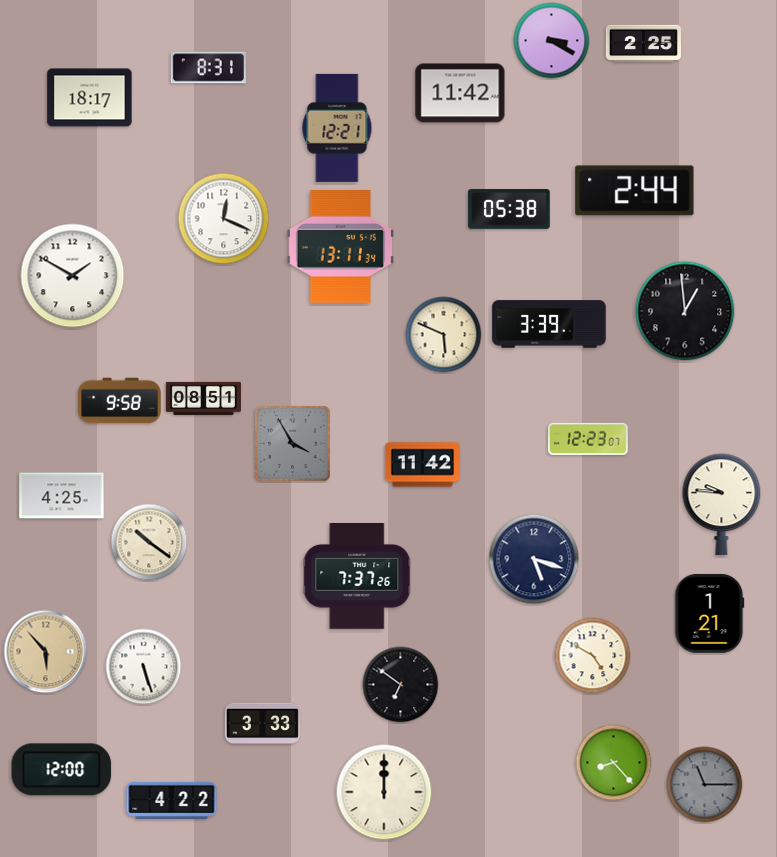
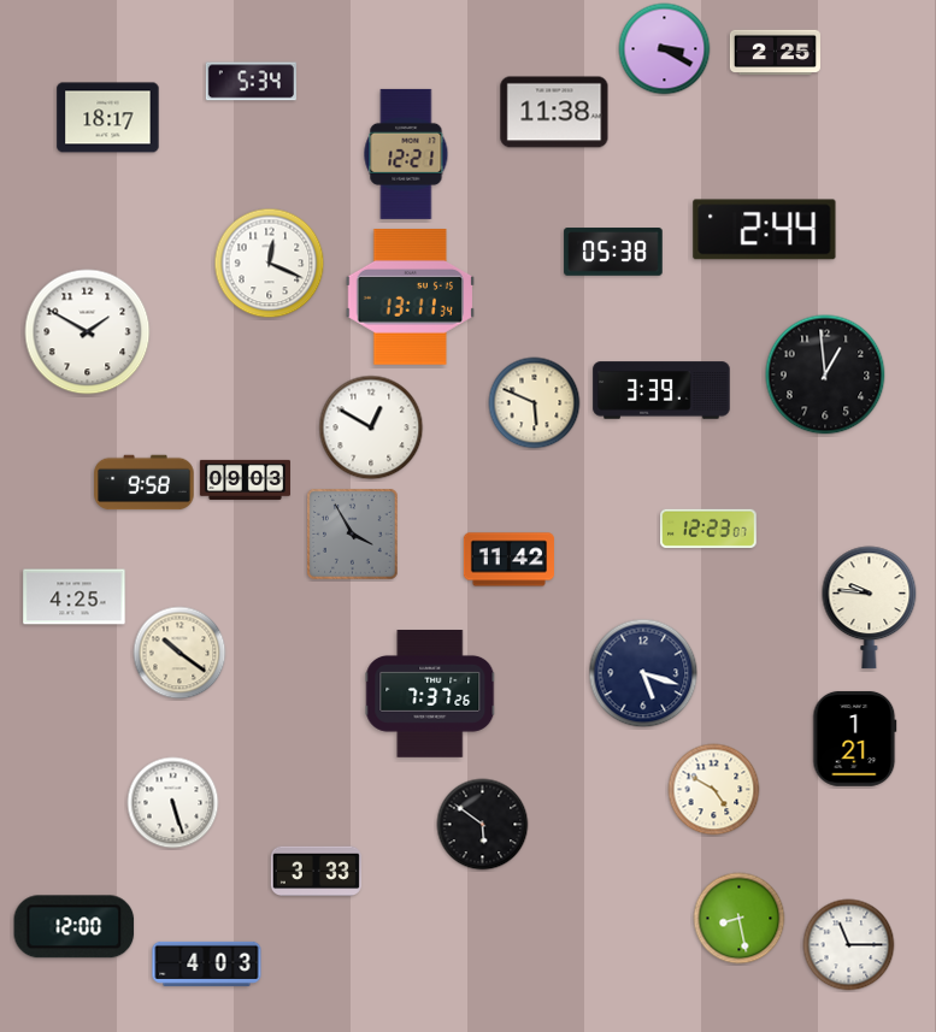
clock at (208, 68): 8:31 -> 5:34
clock at (460, 93): 11:42 -> 11:38
clock at (371, 427): none -> 12:50
clock at (203, 398): 08:51 -> 09:03
clock at (46, 652): 5:53 -> none
clock at (401, 685): 6:51 -> 5:51
clock at (614, 763): 8:23 -> 8:28
clock at (705, 785) dial: grey -> white
clock at (384, 792): 12:00 -> none
clock at (172, 800): 4:22 -> 4:03
